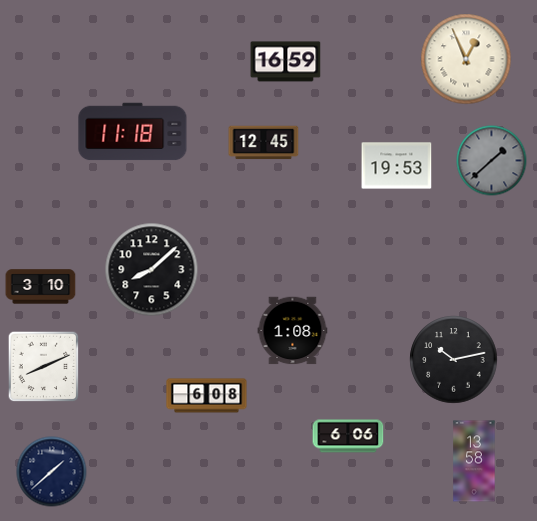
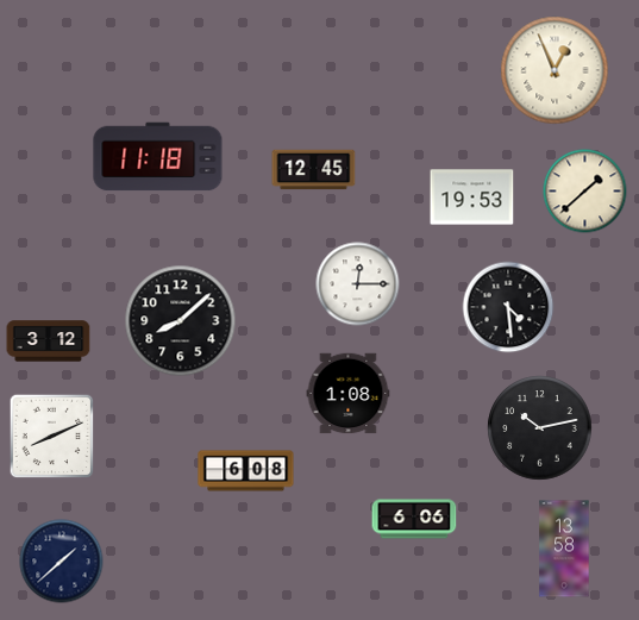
clock at (286, 62): 16:59 -> none
clock at (492, 161) dial: grey -> cream
clock at (358, 284): none -> 12:15
clock at (508, 307): none -> 4:29
clock at (41, 287): 3:10 -> 3:12
